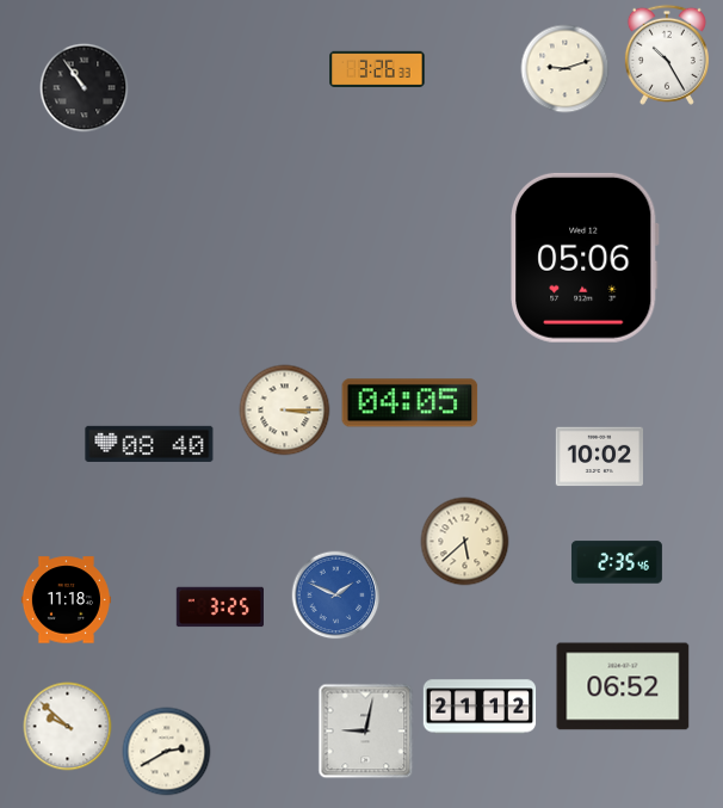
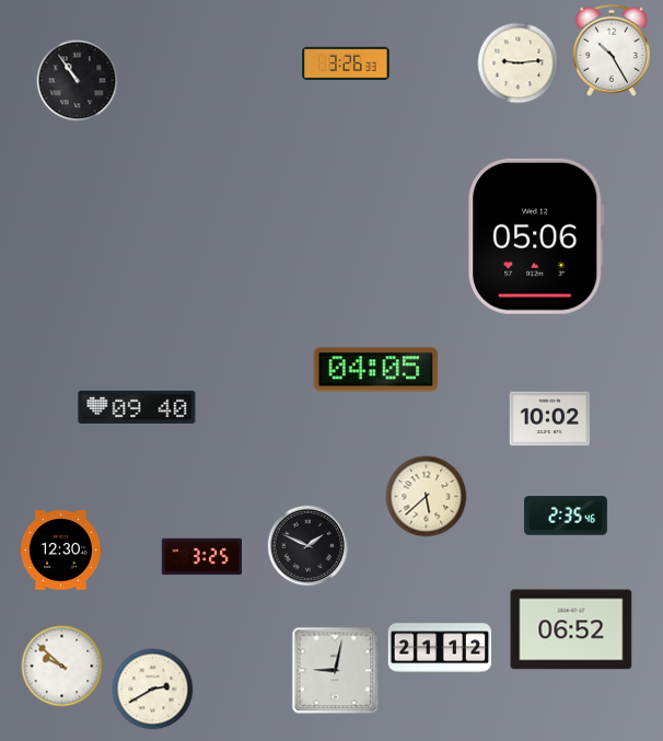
clock at (566, 69): 9:12 -> 9:14
clock at (285, 411): 3:15 -> none
clock at (149, 444): 08:40 -> 09:40
clock at (336, 596) dial: blue -> black
clock at (66, 600): 11:18 -> 12:30
